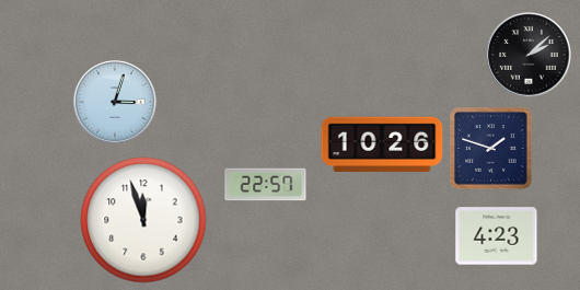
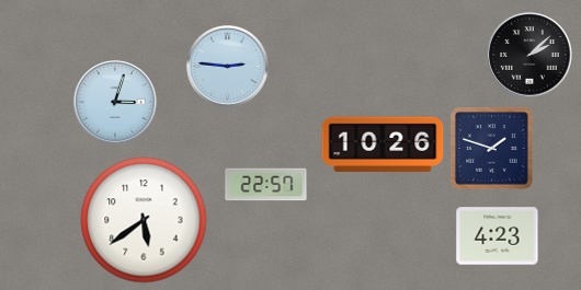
clock at (228, 67): none -> 2:46
clock at (143, 220): 11:57 -> 5:39
